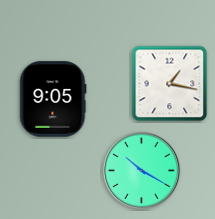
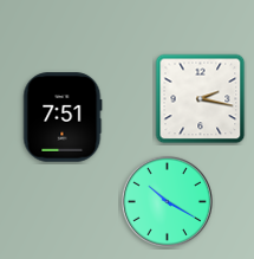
clock at (170, 84): 1:17 -> 2:17
clock at (53, 99): 9:05 -> 7:51
